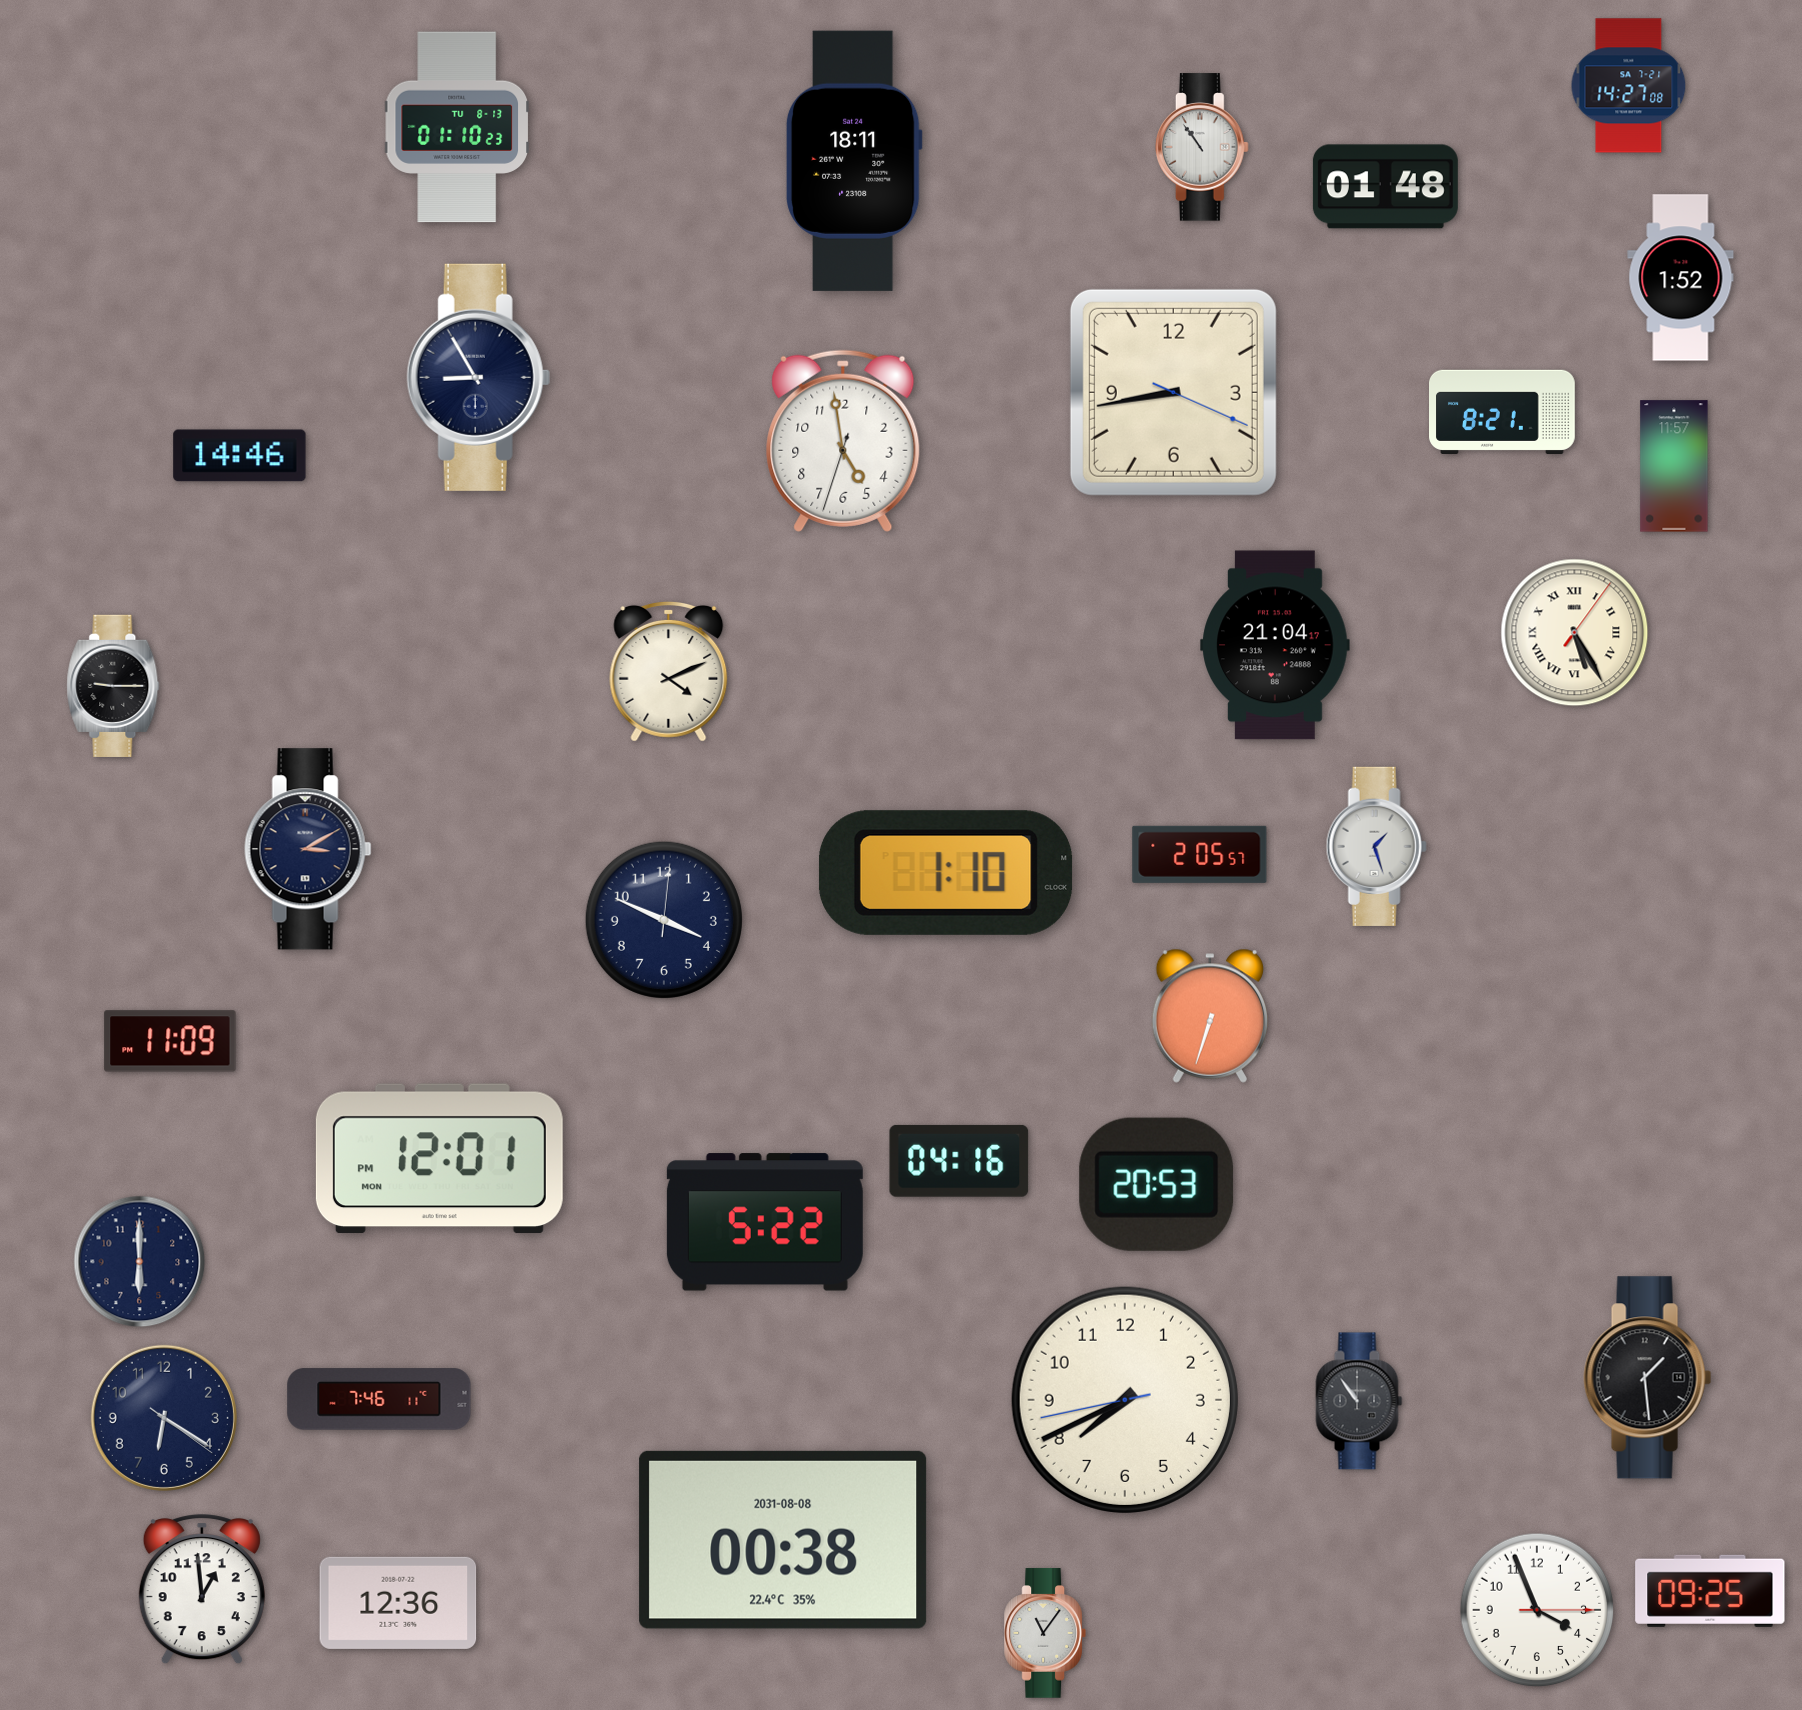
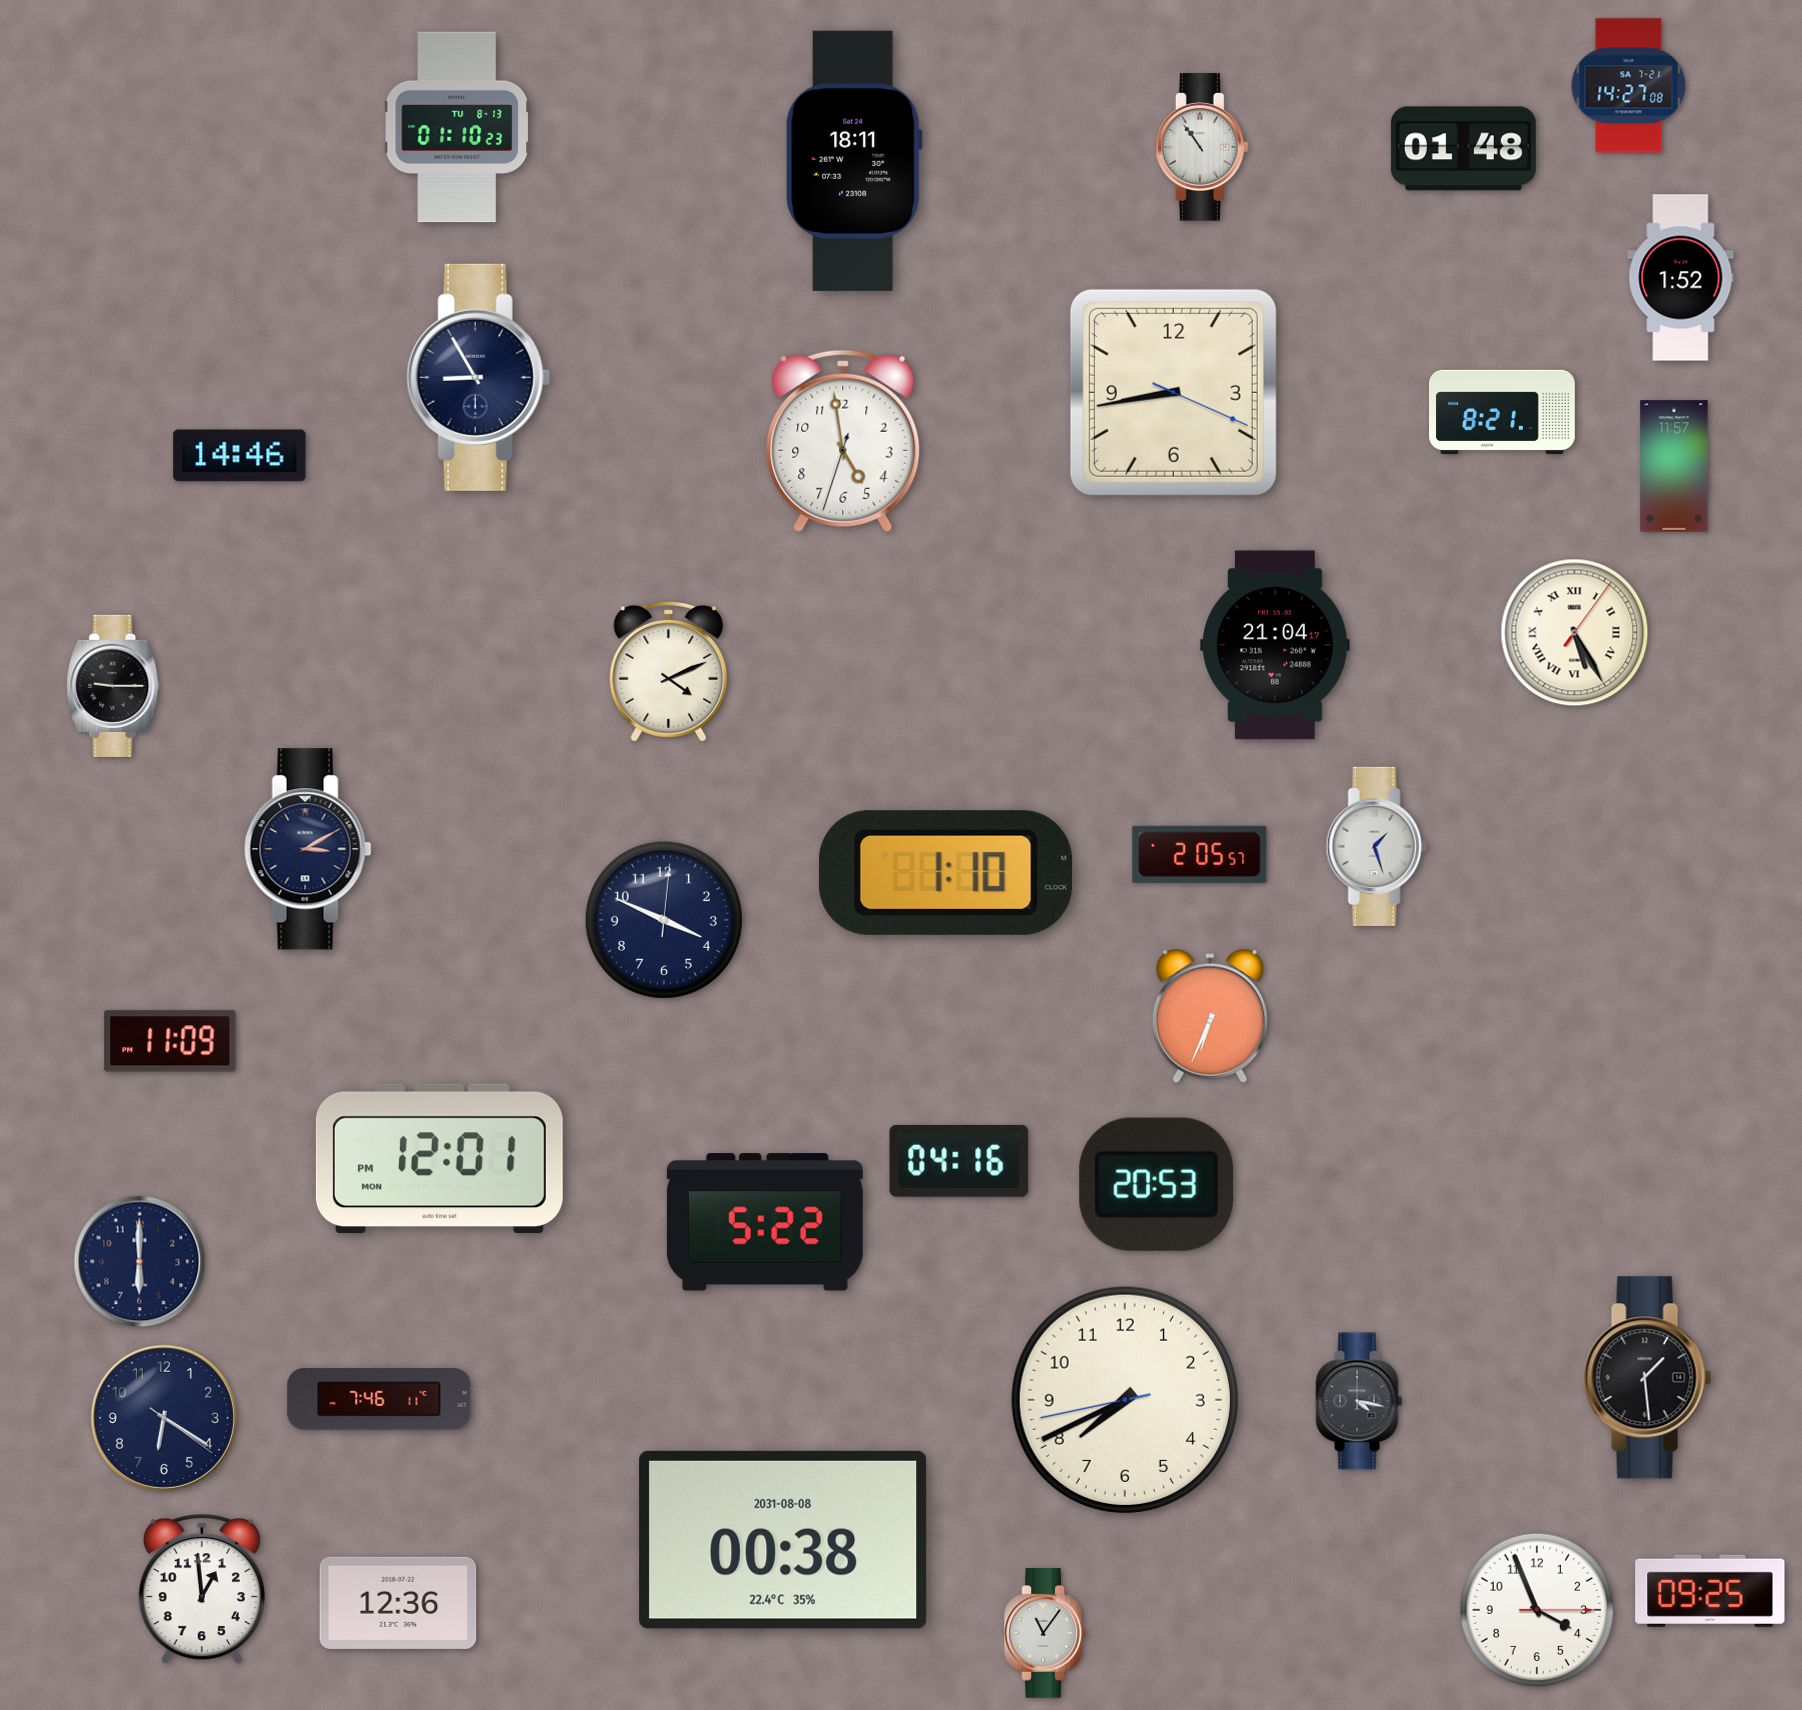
clock at (1385, 187) position: (1385, 187) -> (1463, 149)
clock at (1209, 1016): 6:33 -> 6:34
clock at (1359, 1401): 10:54 -> 4:17
